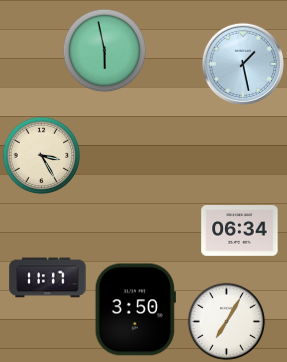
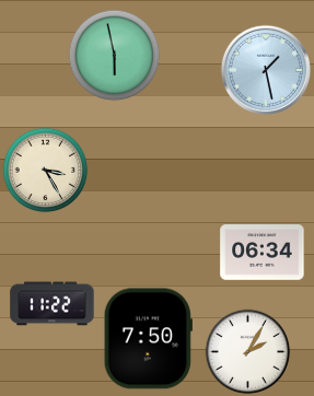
clock at (48, 278): 11:17 -> 11:22
clock at (135, 310): 3:50 -> 7:50
clock at (226, 321): 7:05 -> 2:05
